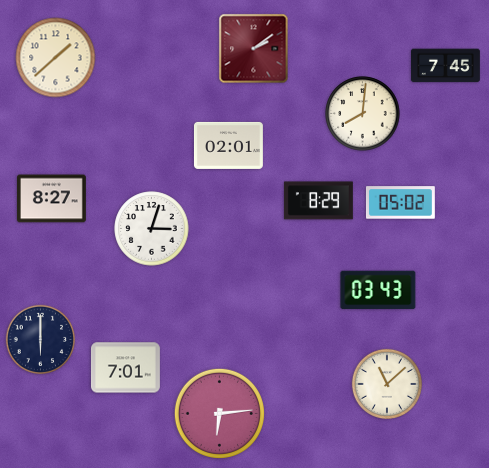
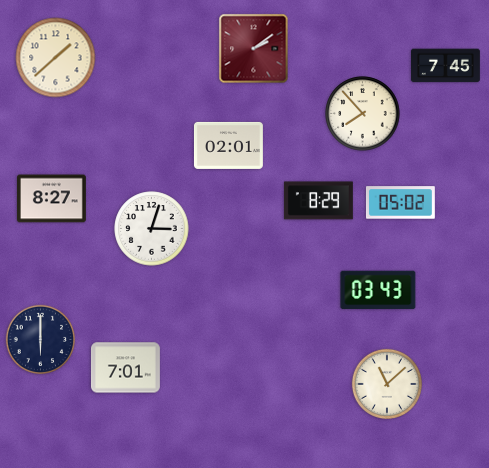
clock at (363, 114): 8:01 -> 7:53
clock at (219, 413): 6:14 -> none
